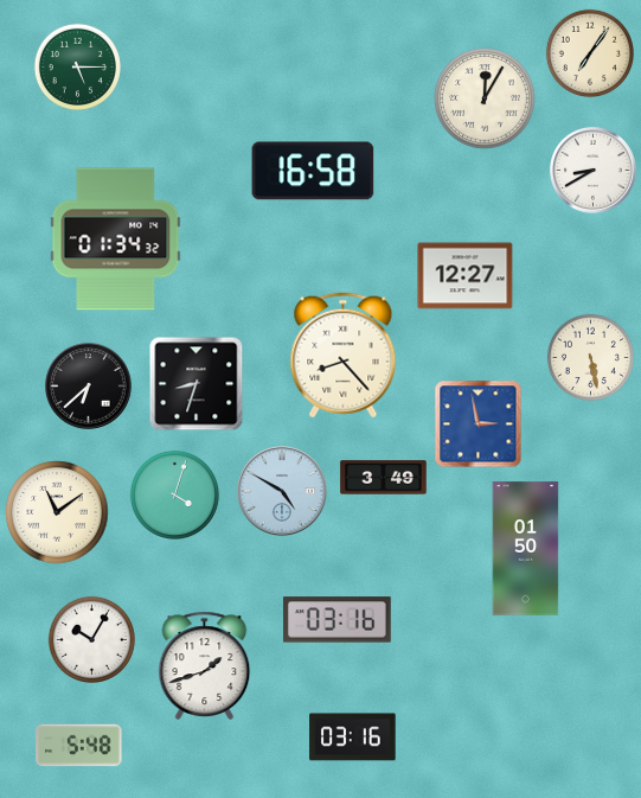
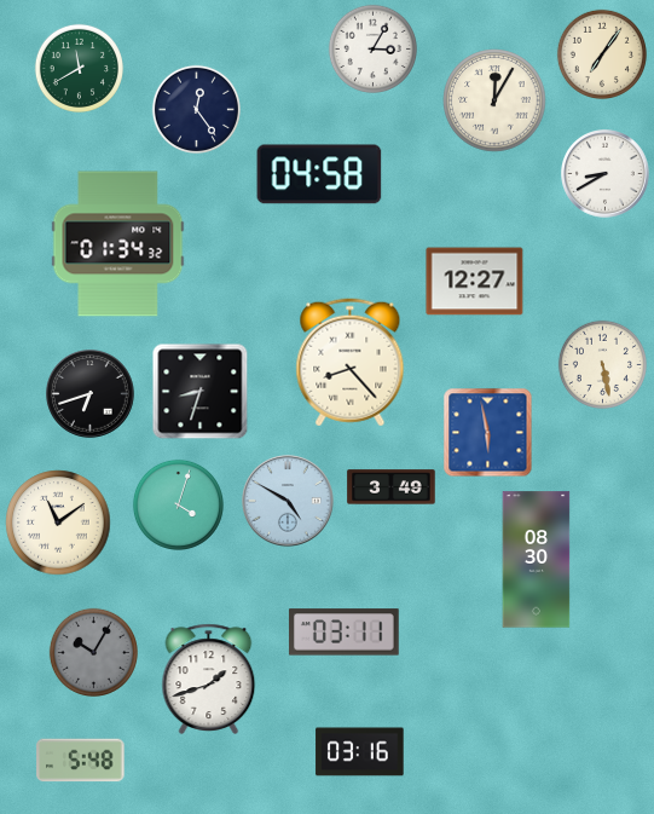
clock at (372, 48): none -> 3:05
clock at (77, 66): 5:15 -> 11:40
clock at (196, 109): none -> 12:24
clock at (313, 171): 16:58 -> 04:58
clock at (89, 387): 6:38 -> 6:42
clock at (479, 424): 2:58 -> 5:58
clock at (526, 549): 01:50 -> 08:30
clock at (336, 620): 03:16 -> 03:11
clock at (91, 639) dial: white -> grey
